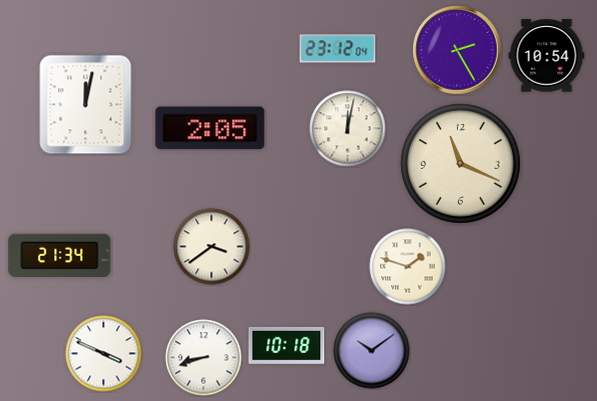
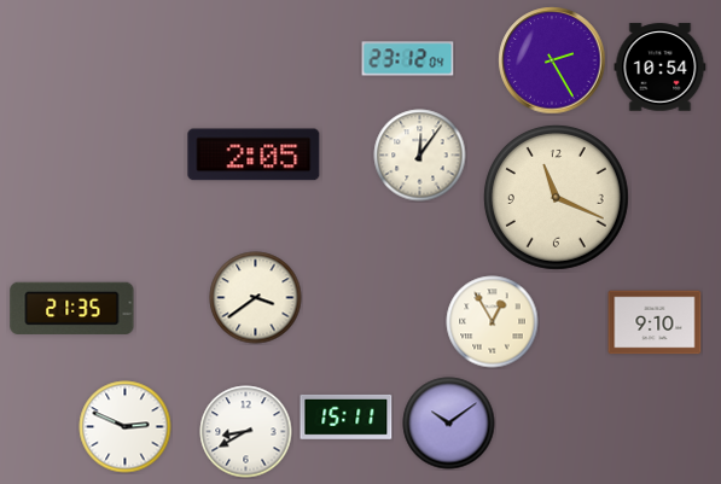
clock at (86, 105): 12:02 -> none
clock at (348, 129): 12:02 -> 12:06
clock at (60, 255): 21:34 -> 21:35
clock at (408, 267): 1:48 -> 12:55
clock at (655, 322): none -> 9:10
clock at (287, 345): 10:18 -> 15:11
clock at (104, 354): 3:49 -> 2:49
clock at (204, 358): 8:42 -> 8:40
